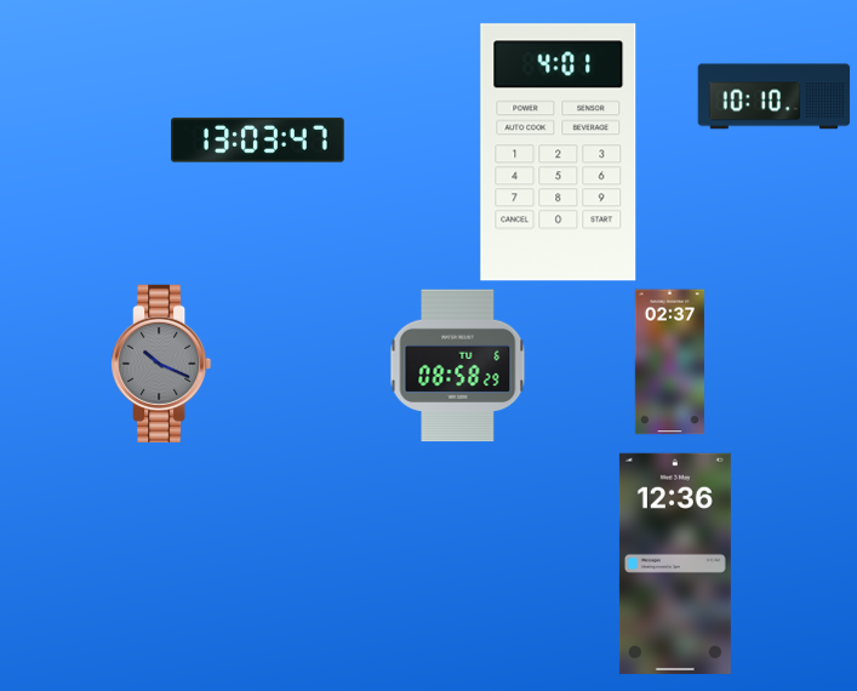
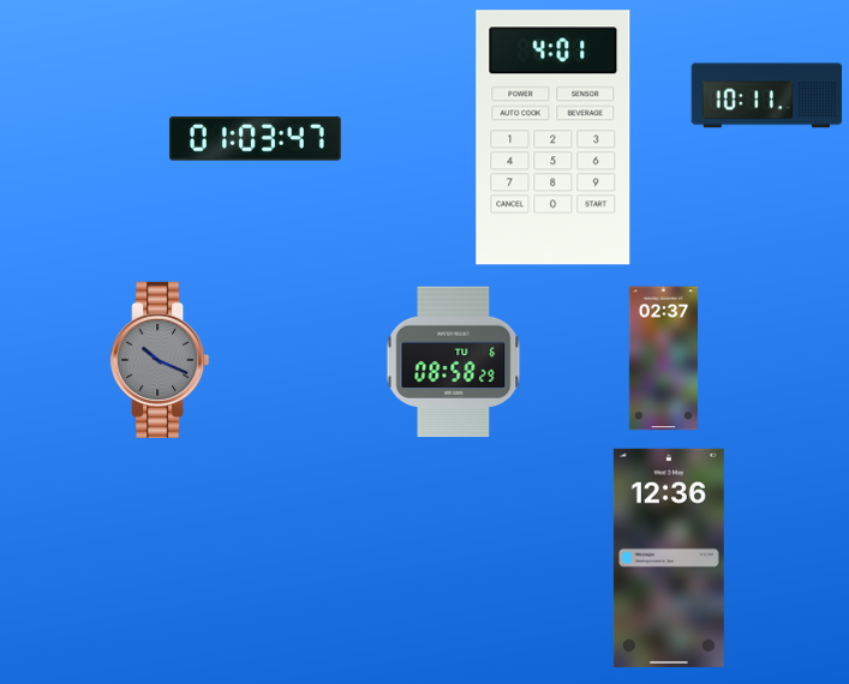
clock at (775, 97): 10:10 -> 10:11
clock at (258, 141): 13:03 -> 01:03
clock at (559, 153) position: (559, 153) -> (554, 138)
